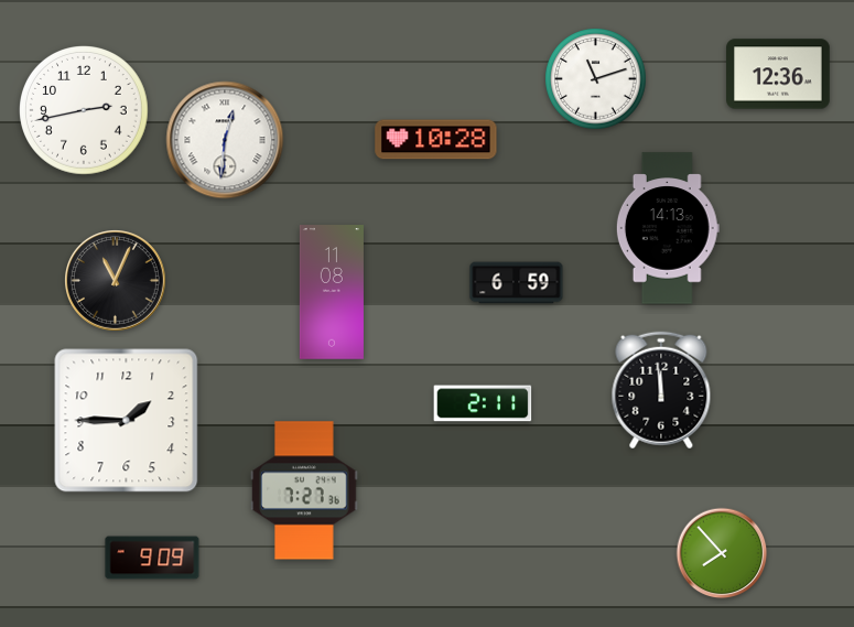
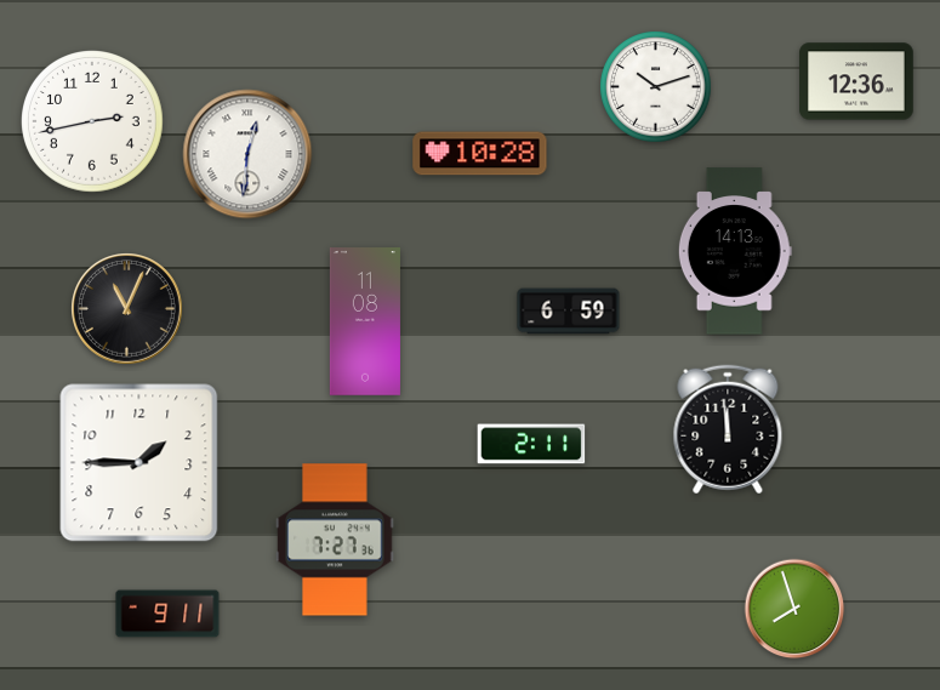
clock at (596, 79): 11:12 -> 10:12
clock at (722, 553): 7:53 -> 7:57
clock at (152, 558): 9:09 -> 9:11
